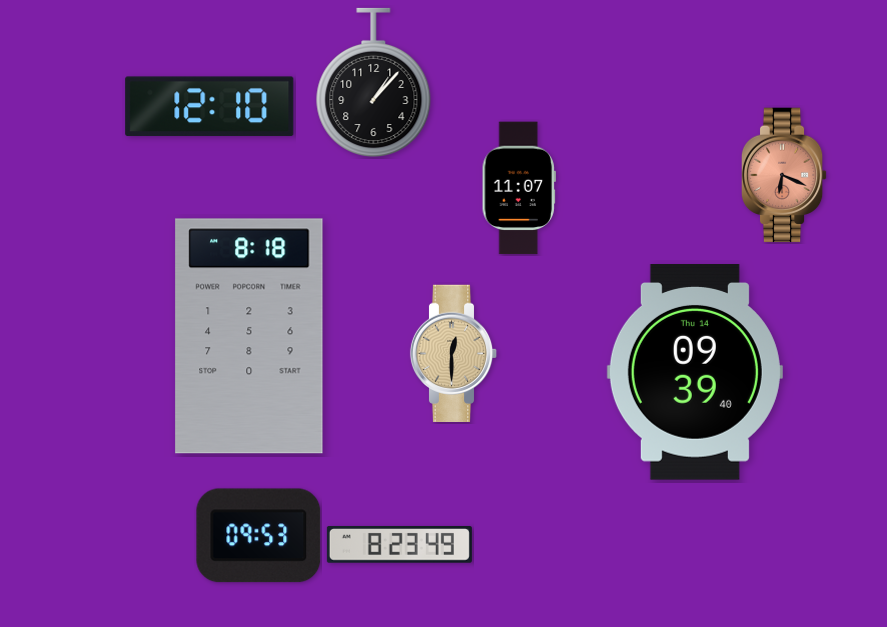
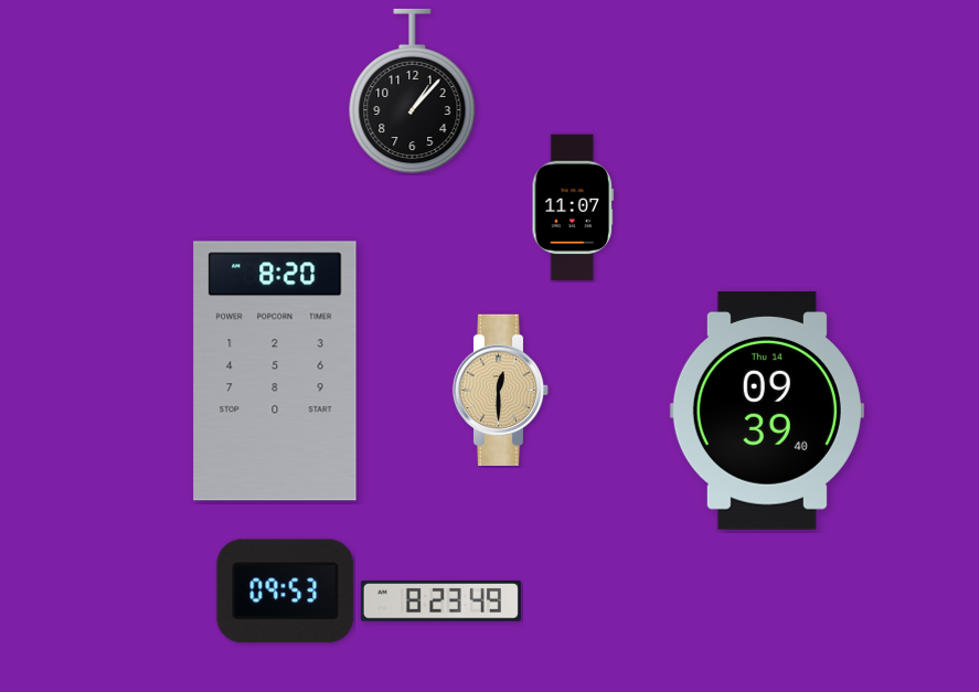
clock at (210, 107): 12:10 -> none
clock at (784, 175): 6:19 -> none
clock at (249, 336): 8:18 -> 8:20
